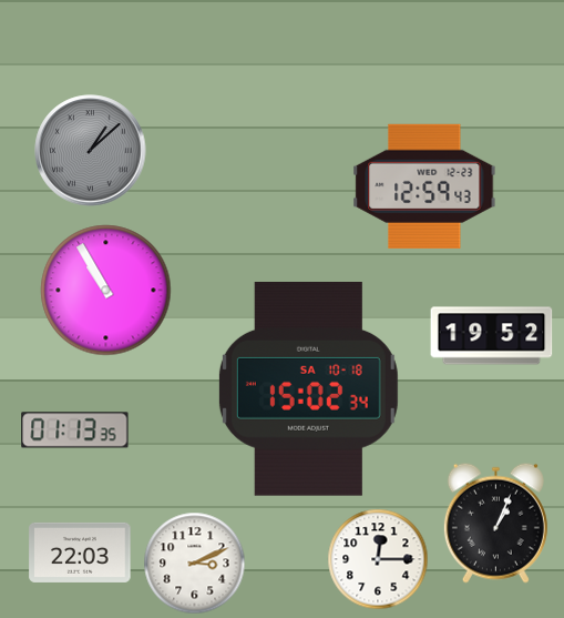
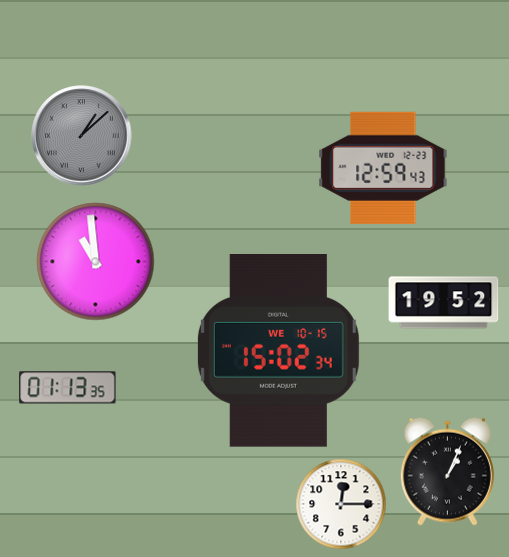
clock at (106, 291): 10:55 -> 10:59
clock at (308, 389) date: SA 10-18 -> WE 10-15
clock at (80, 553): 22:03 -> none
clock at (195, 564): 3:11 -> none
